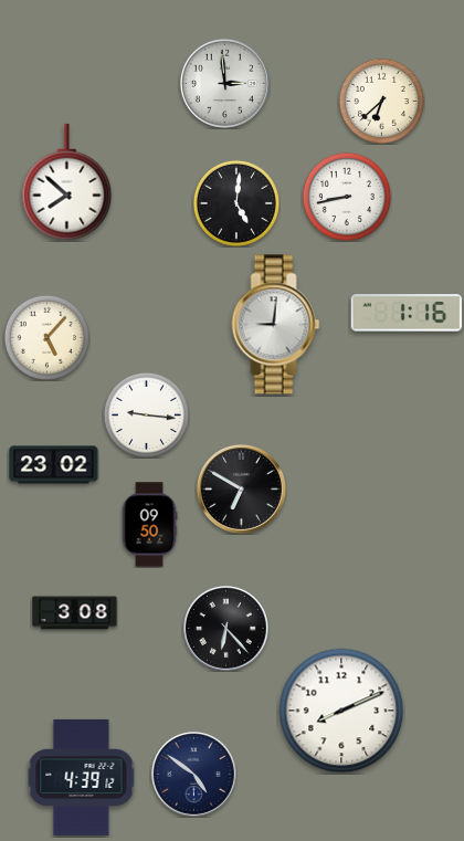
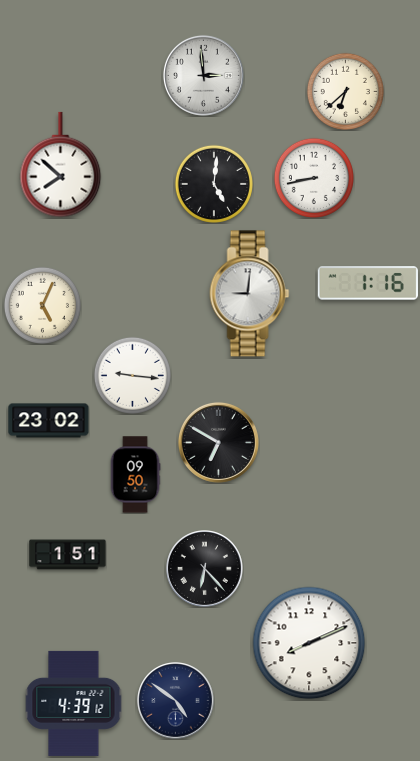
clock at (46, 337): 5:07 -> 5:04
clock at (75, 613): 3:08 -> 1:51
